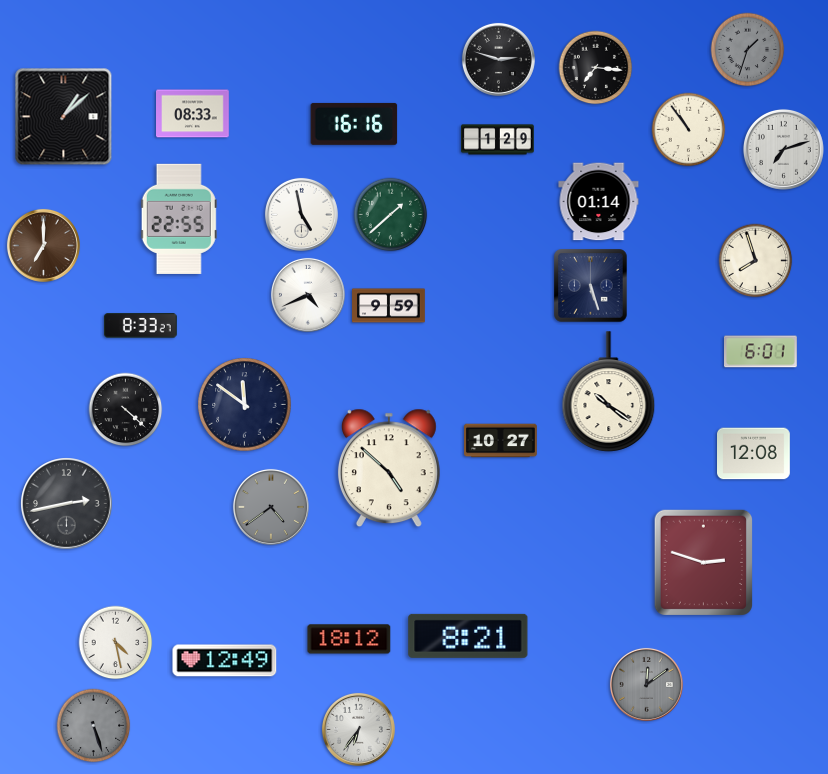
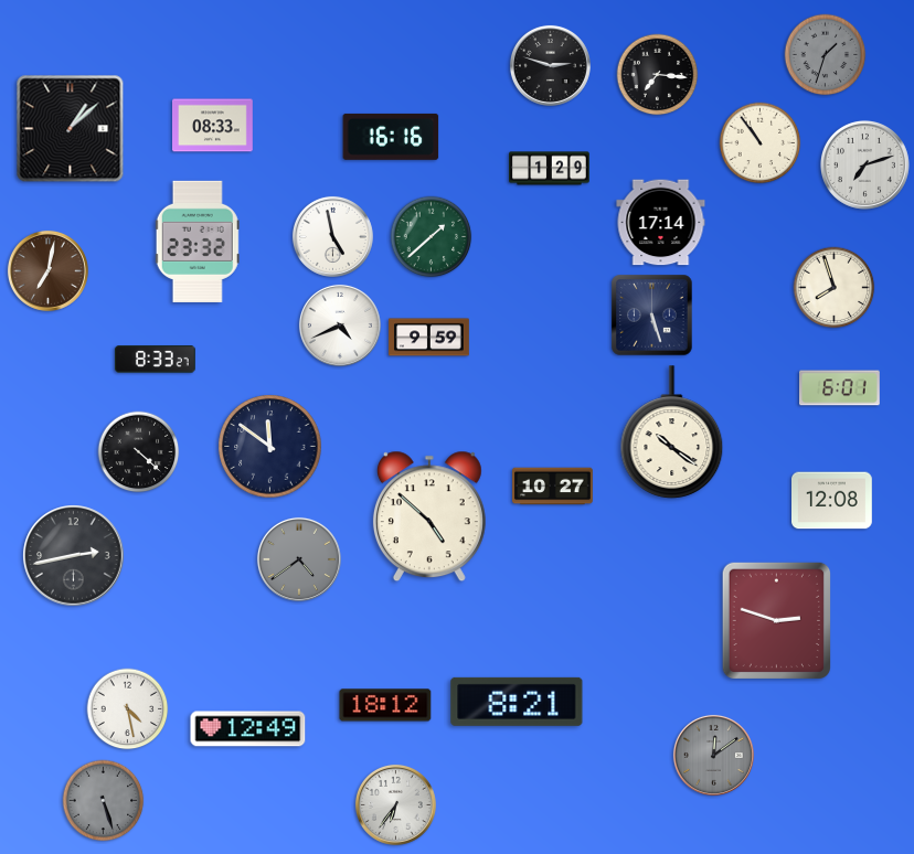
clock at (498, 140) position: (498, 140) -> (550, 169)
clock at (599, 202): 01:14 -> 17:14
clock at (179, 219): 22:55 -> 23:32
clock at (43, 245): 7:00 -> 7:02
